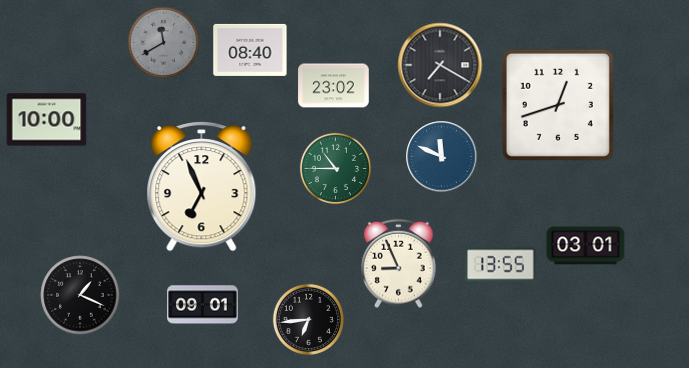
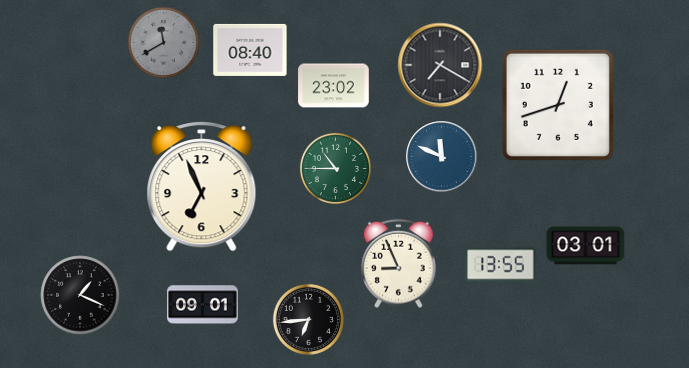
clock at (47, 120): 10:00 -> none
